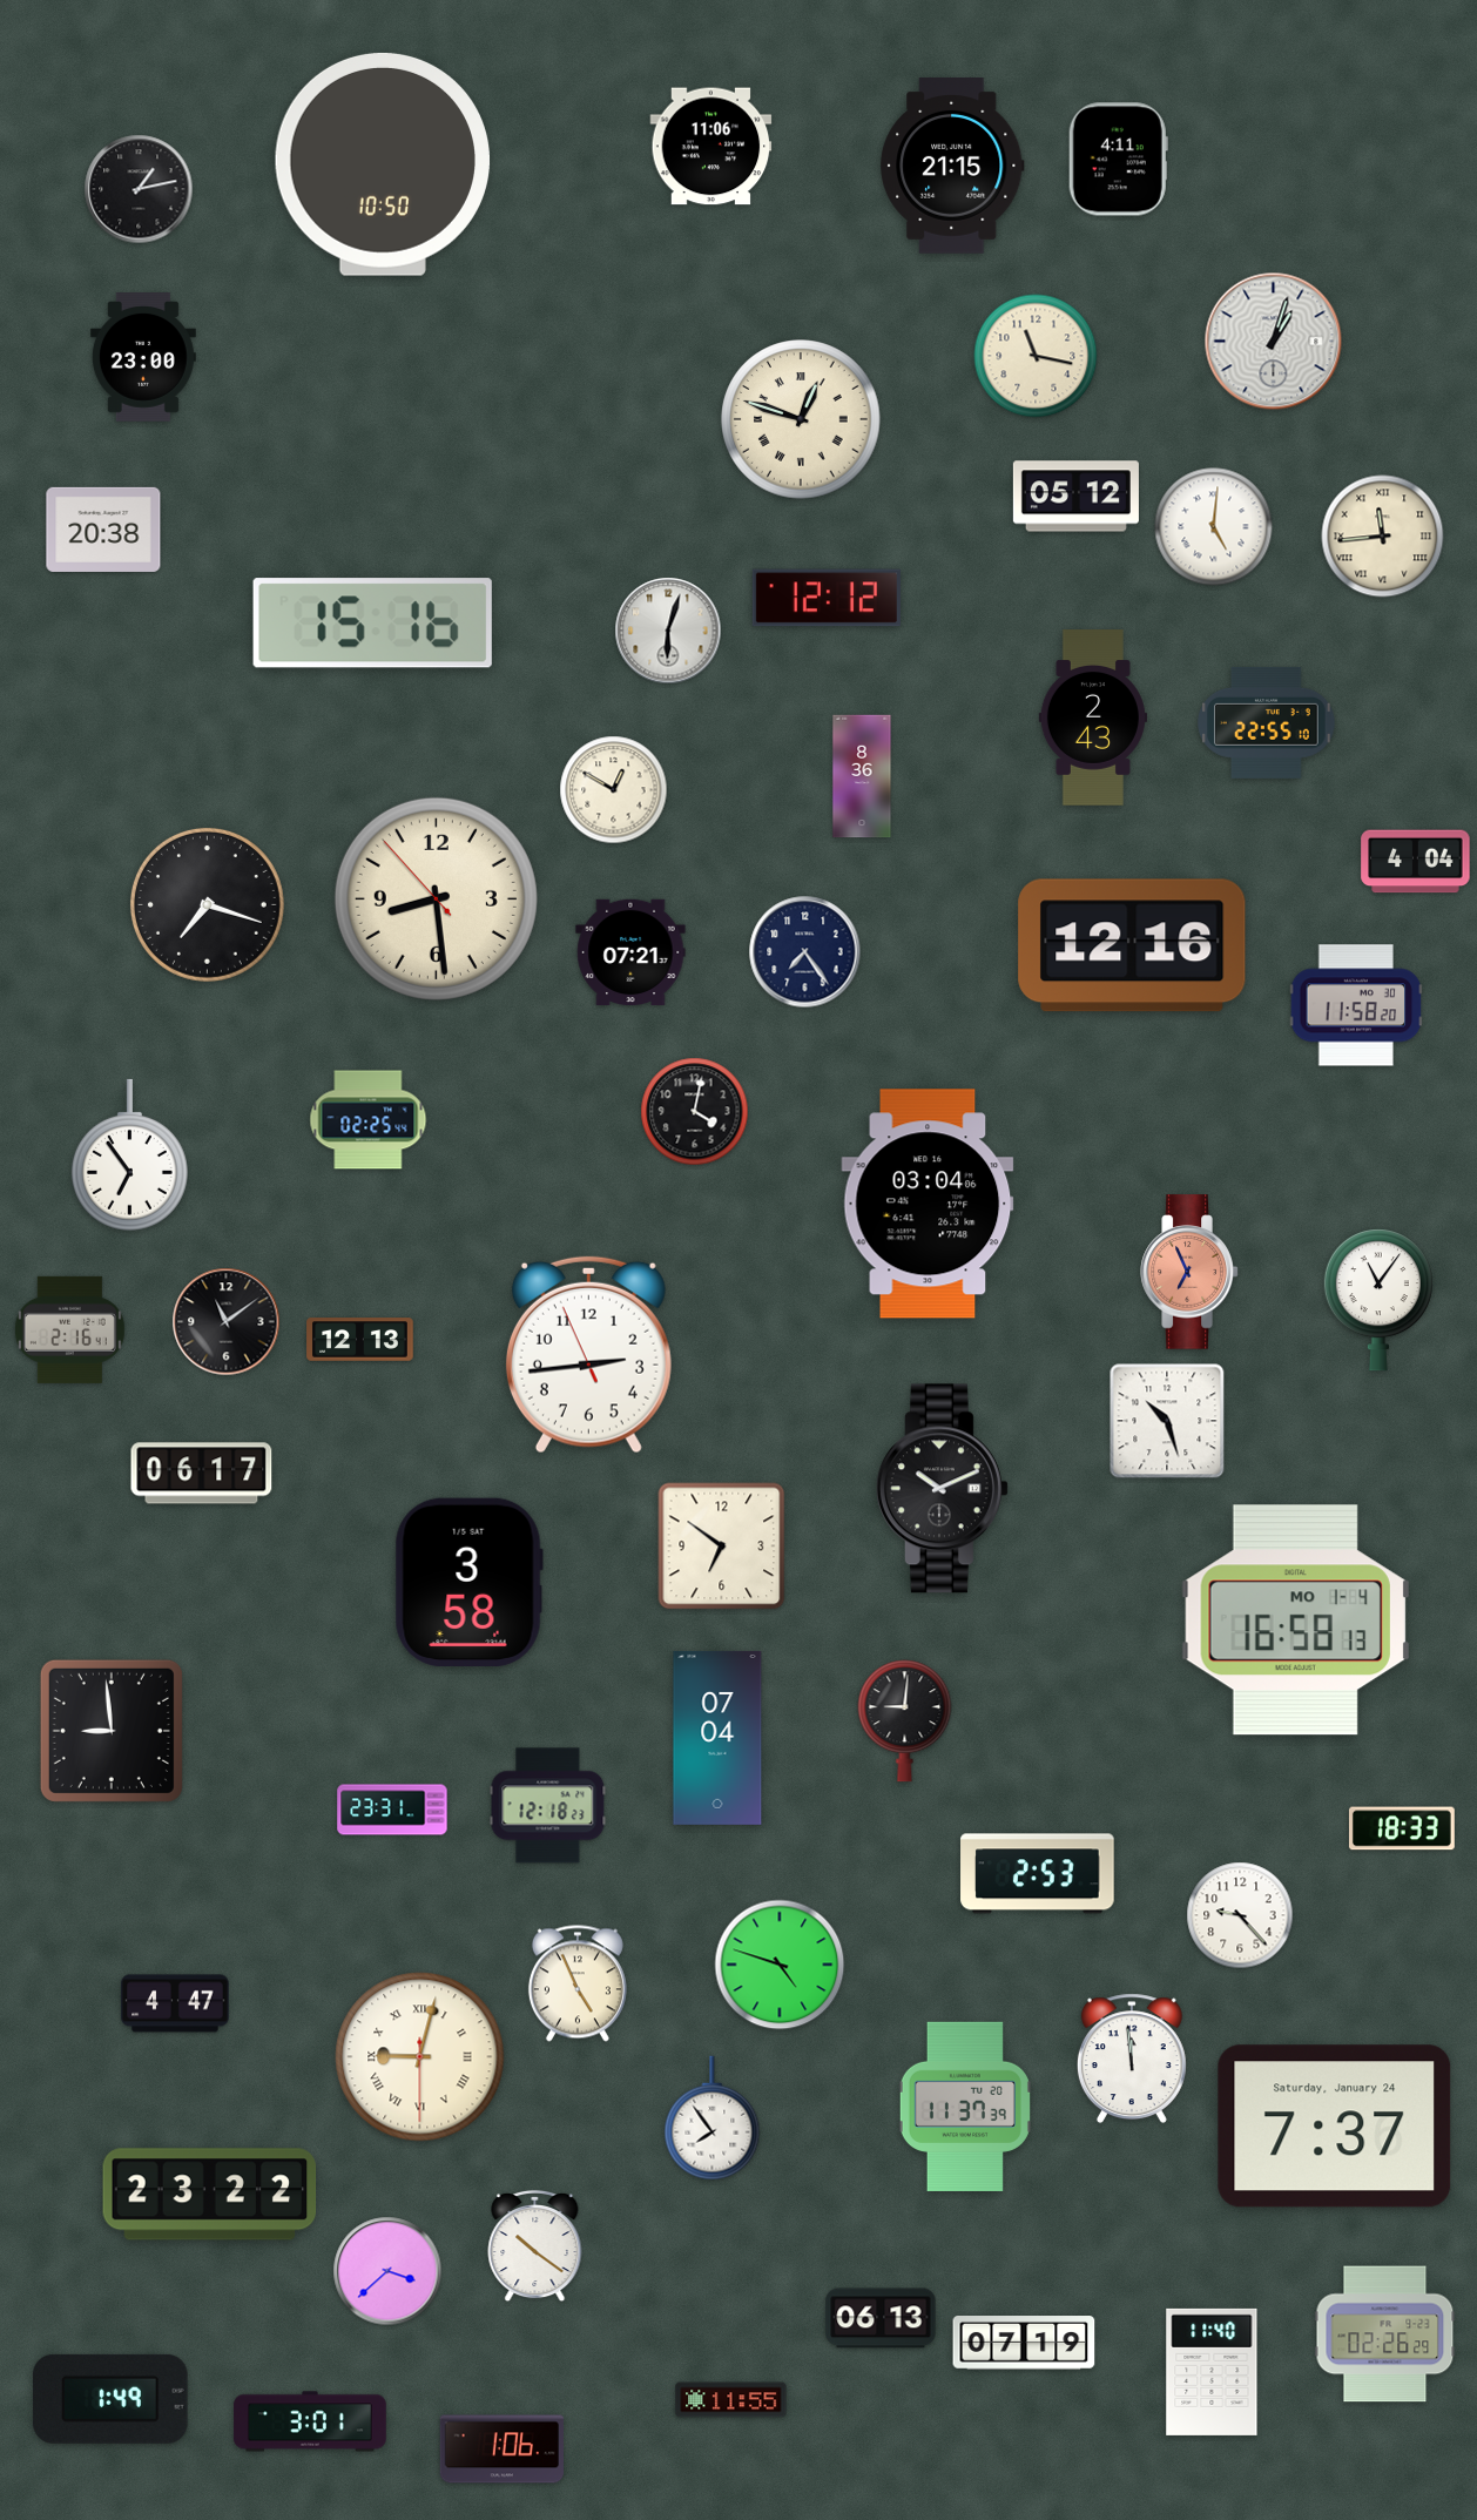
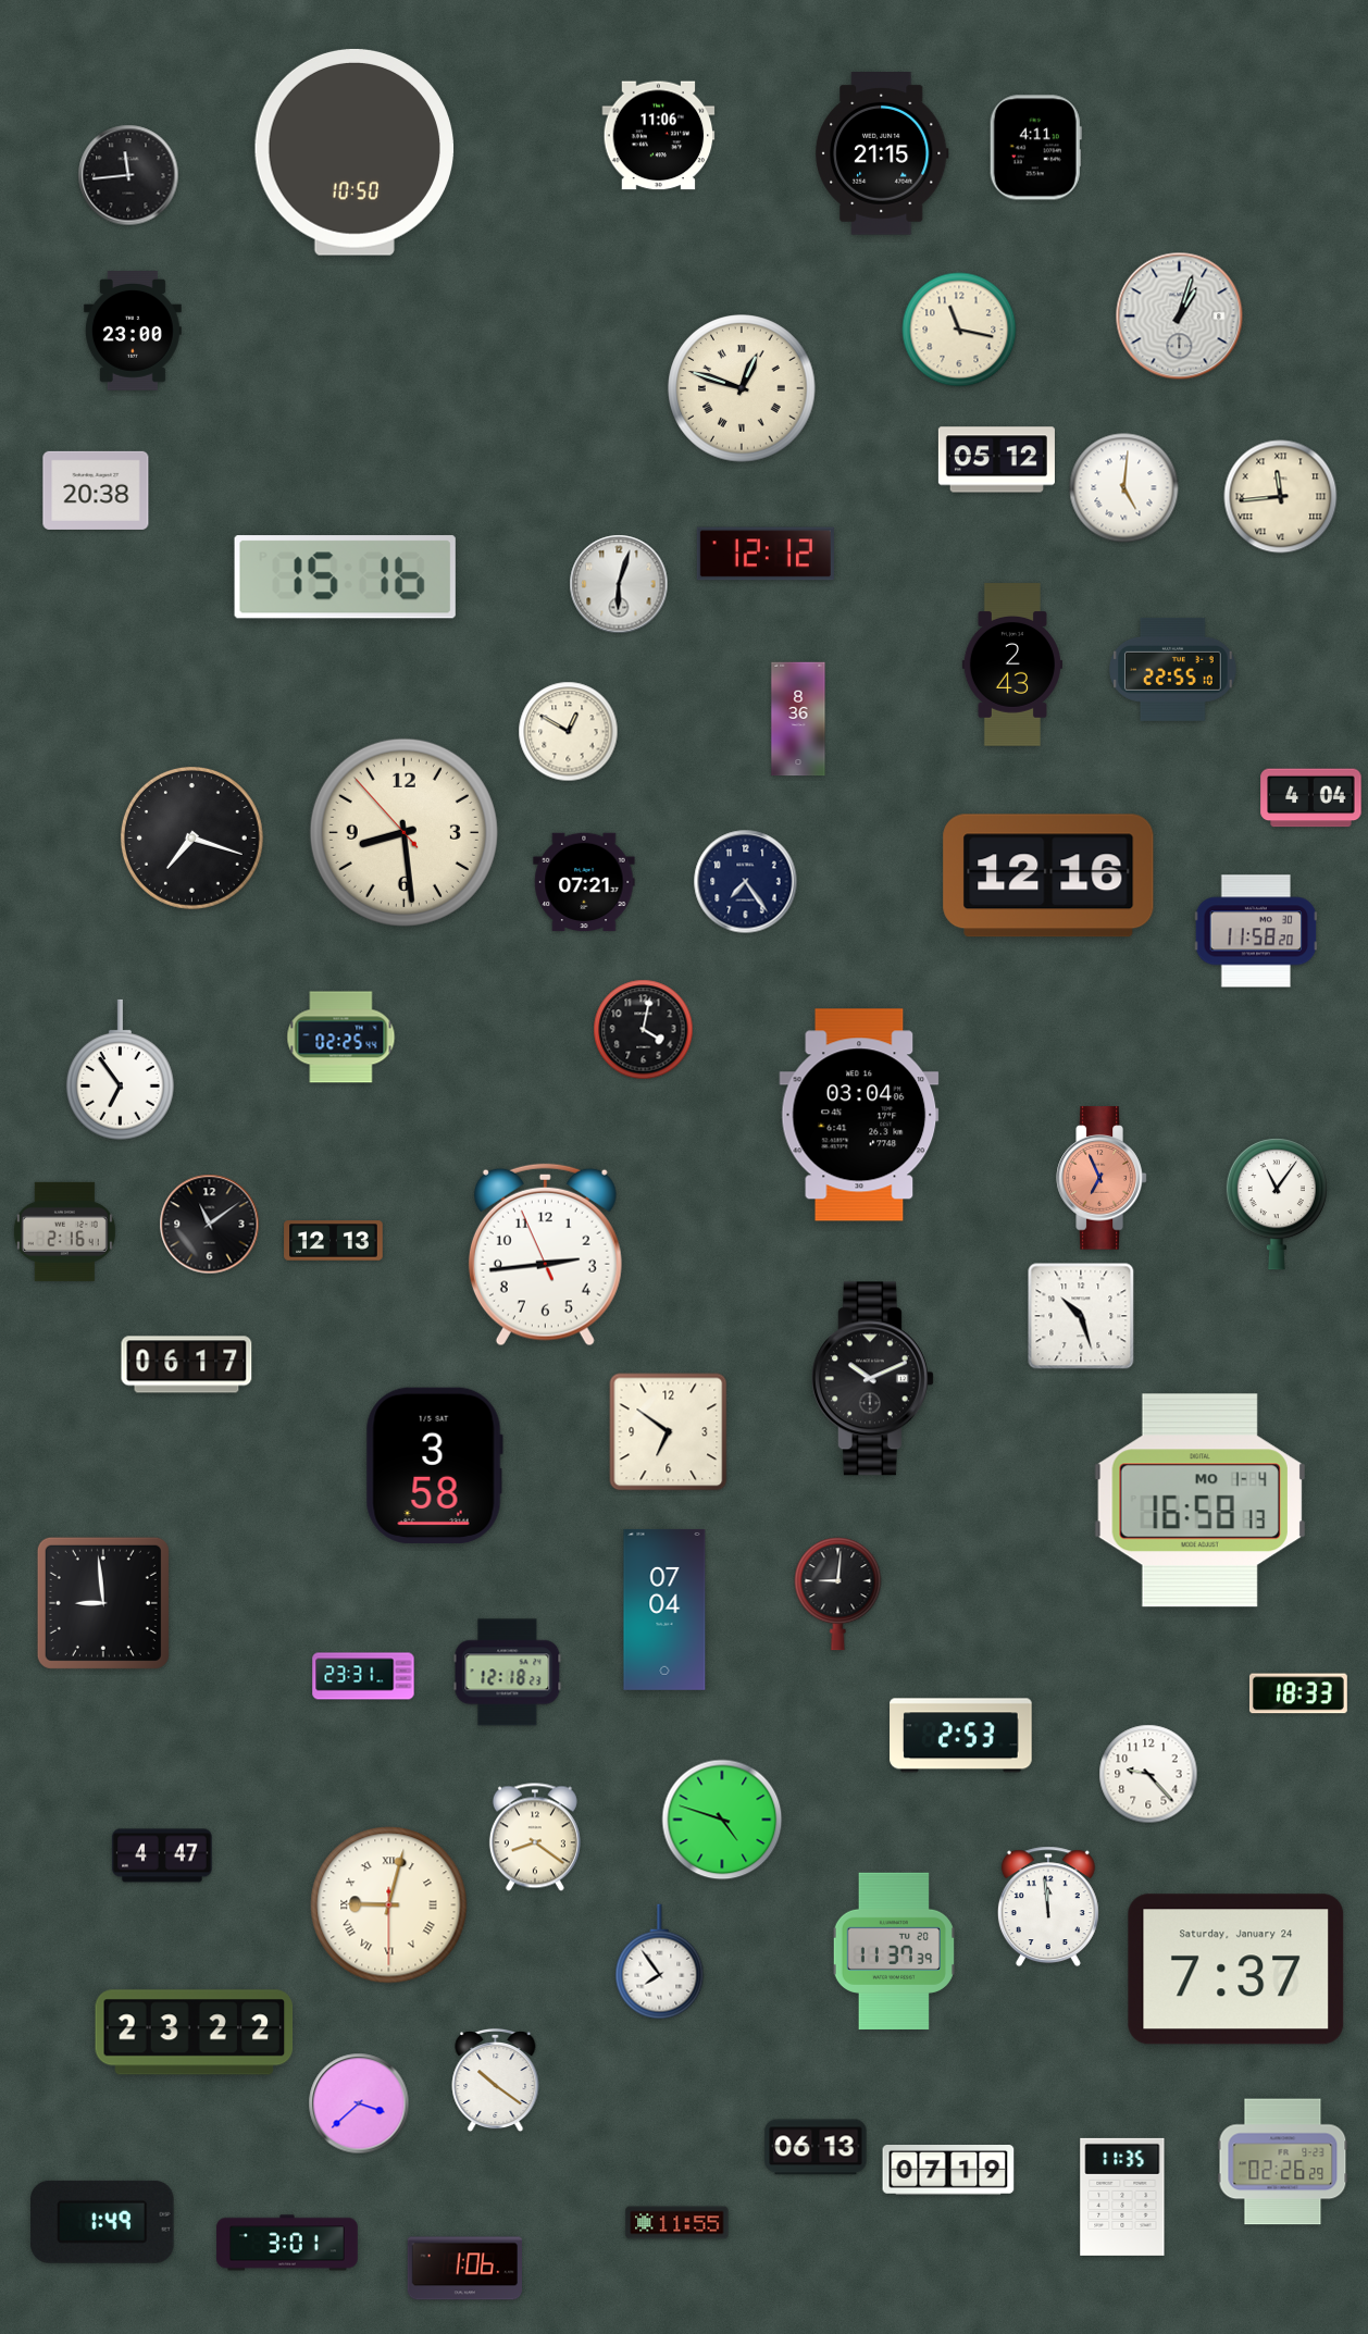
clock at (139, 189): 1:13 -> 11:44
clock at (578, 1983): 4:56 -> 8:21
clock at (1212, 2372): 11:40 -> 11:35
